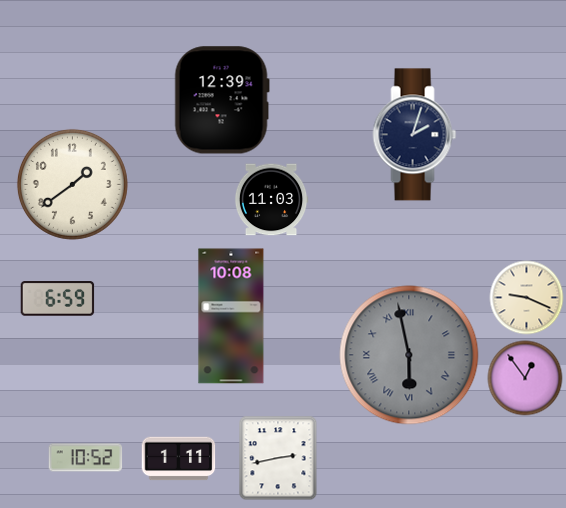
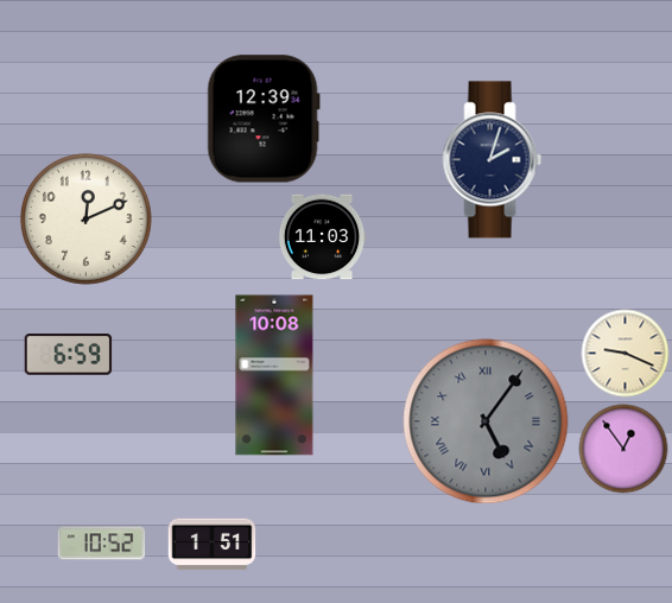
clock at (72, 184): 1:39 -> 12:11
clock at (409, 355): 5:58 -> 5:06
clock at (278, 458): 2:43 -> none
clock at (179, 459): 1:11 -> 1:51
